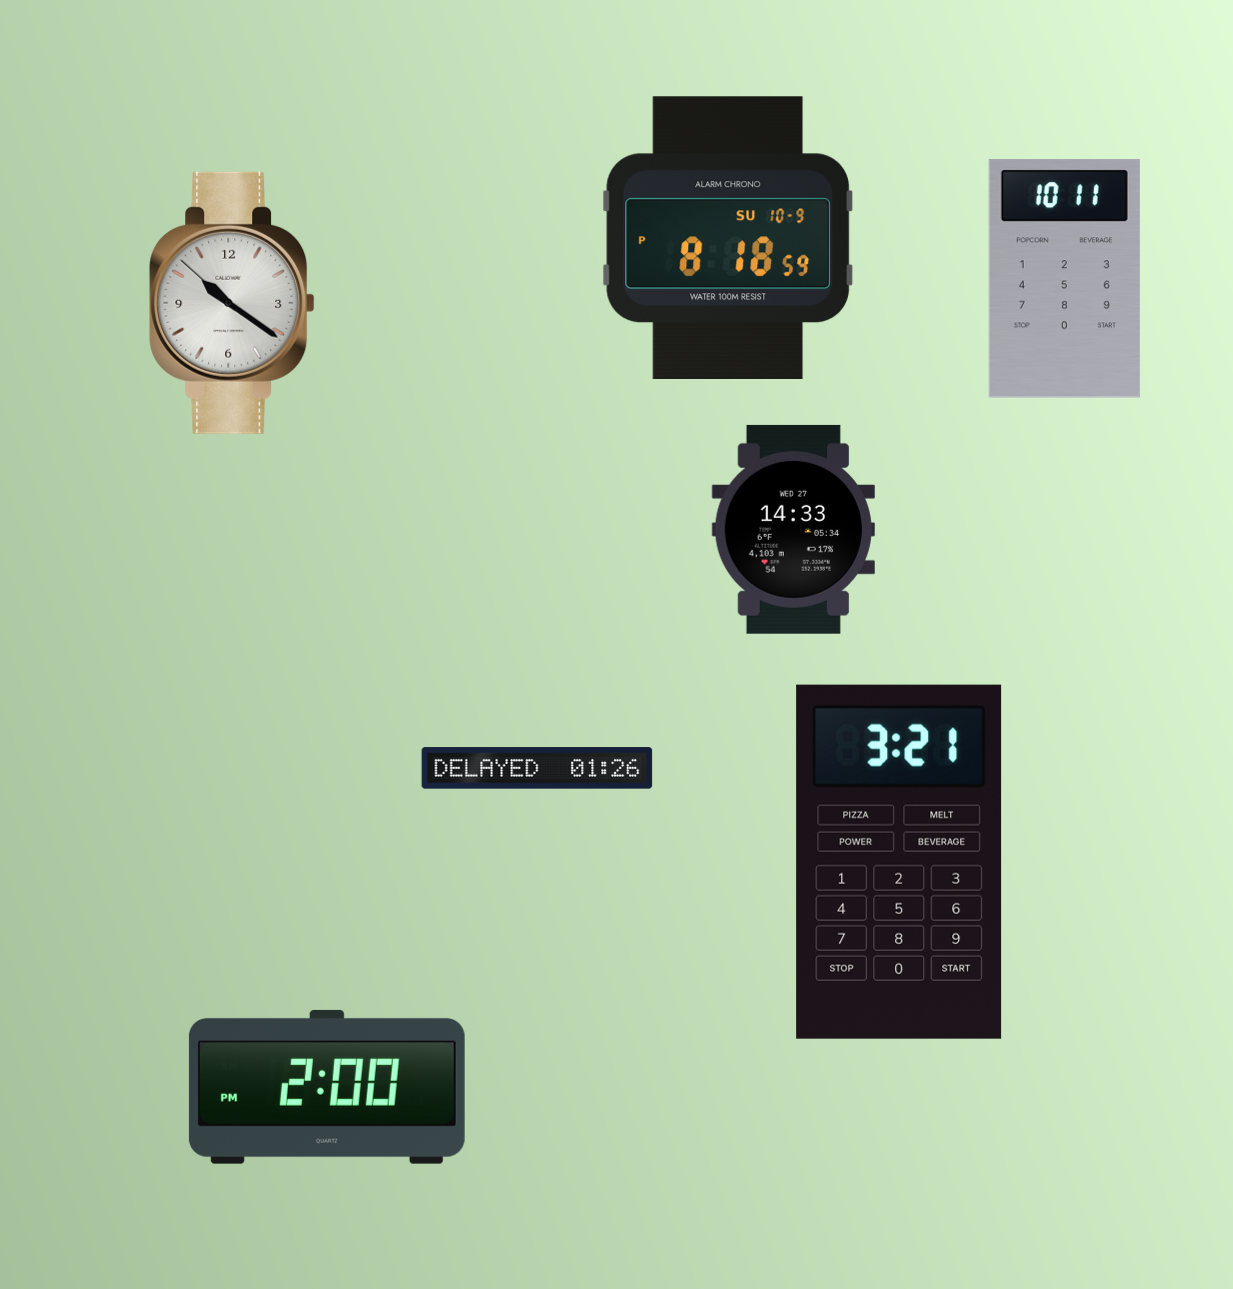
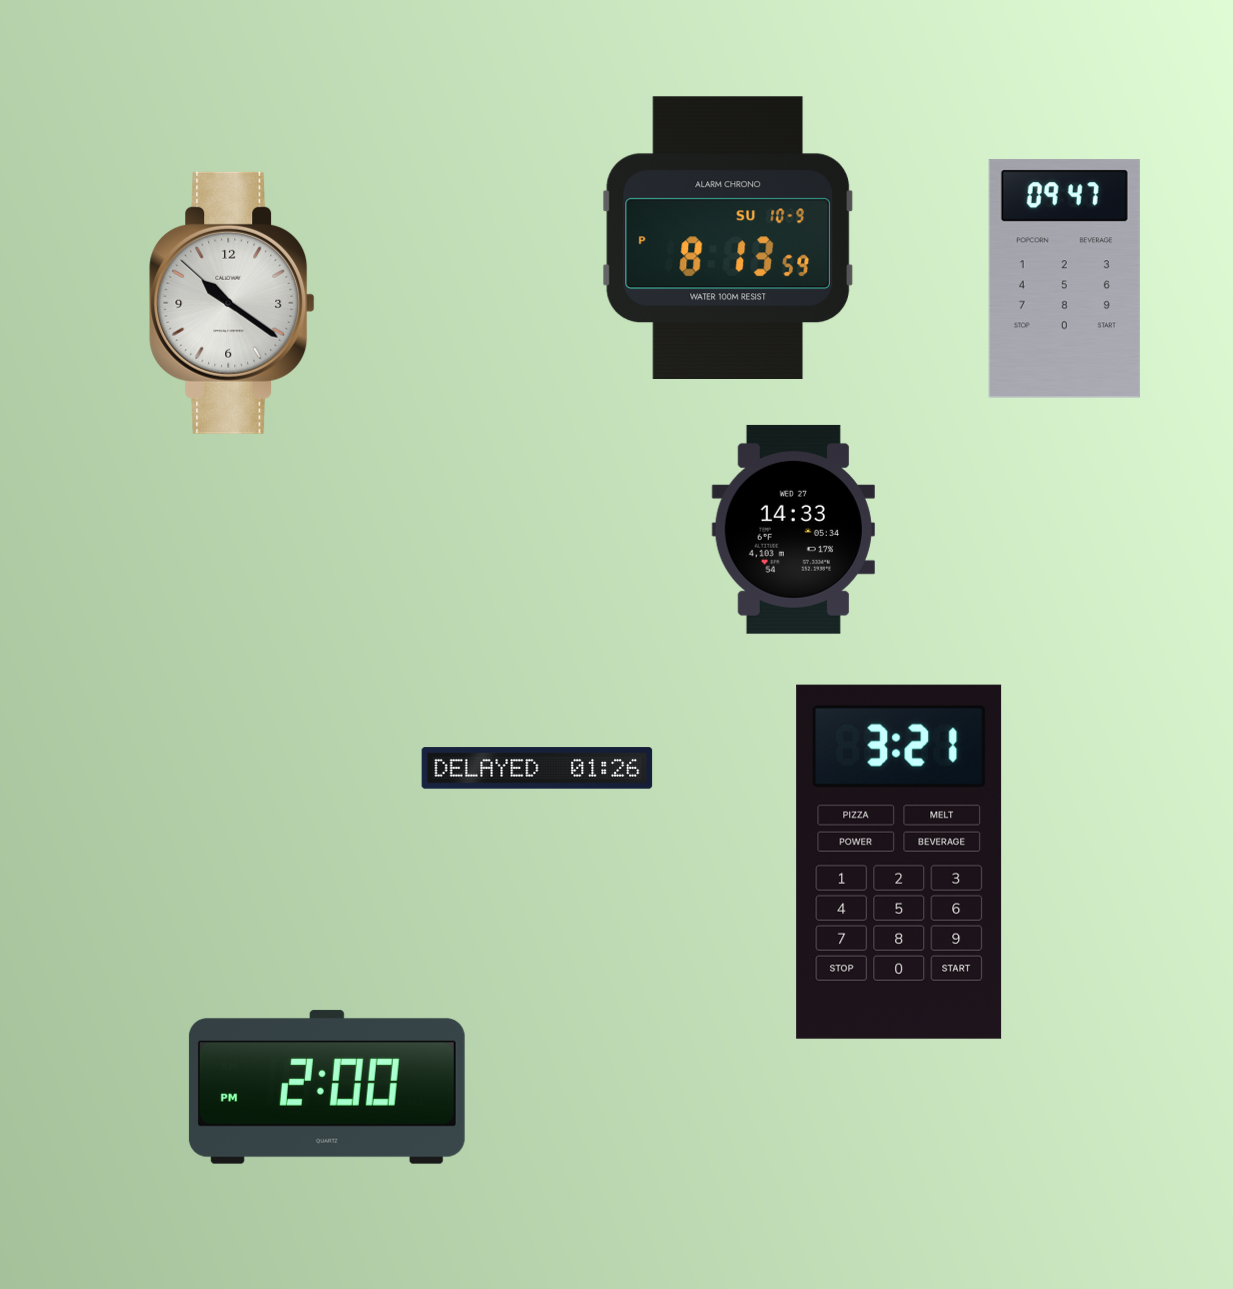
clock at (728, 237): 8:18 -> 8:13
clock at (1064, 279): 10:11 -> 09:47
